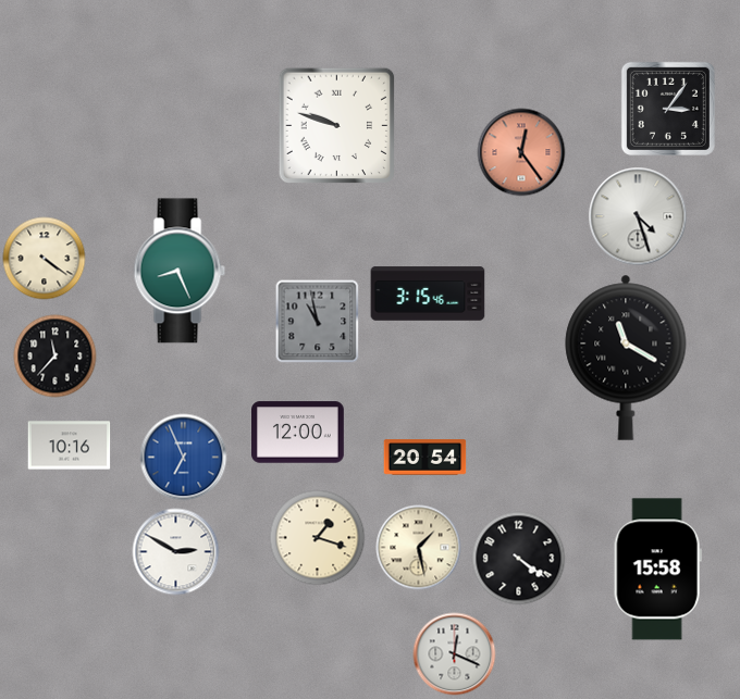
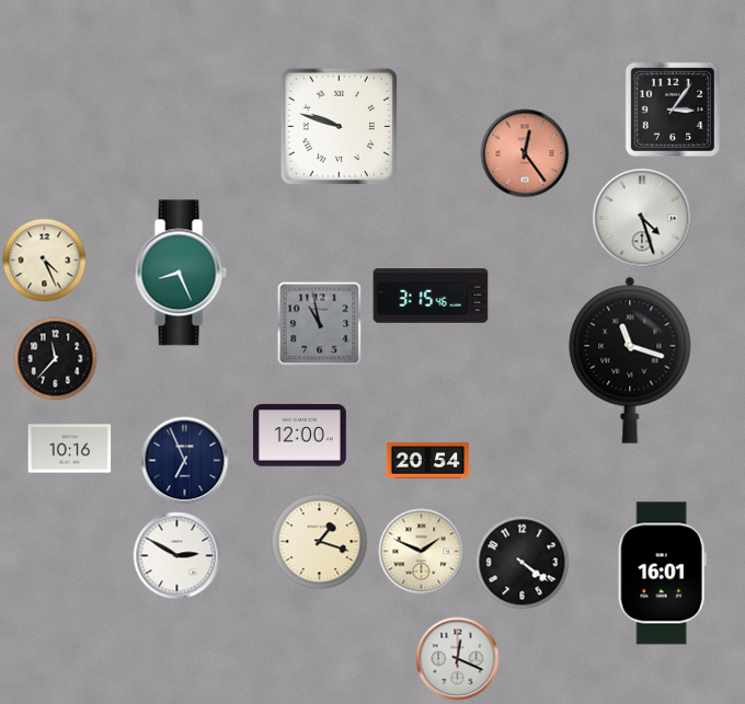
clock at (45, 259): 4:21 -> 4:26
clock at (626, 358): 11:20 -> 11:18
clock at (184, 458) dial: blue -> navy
clock at (419, 548): 1:28 -> 1:49
clock at (657, 570): 15:58 -> 16:01
